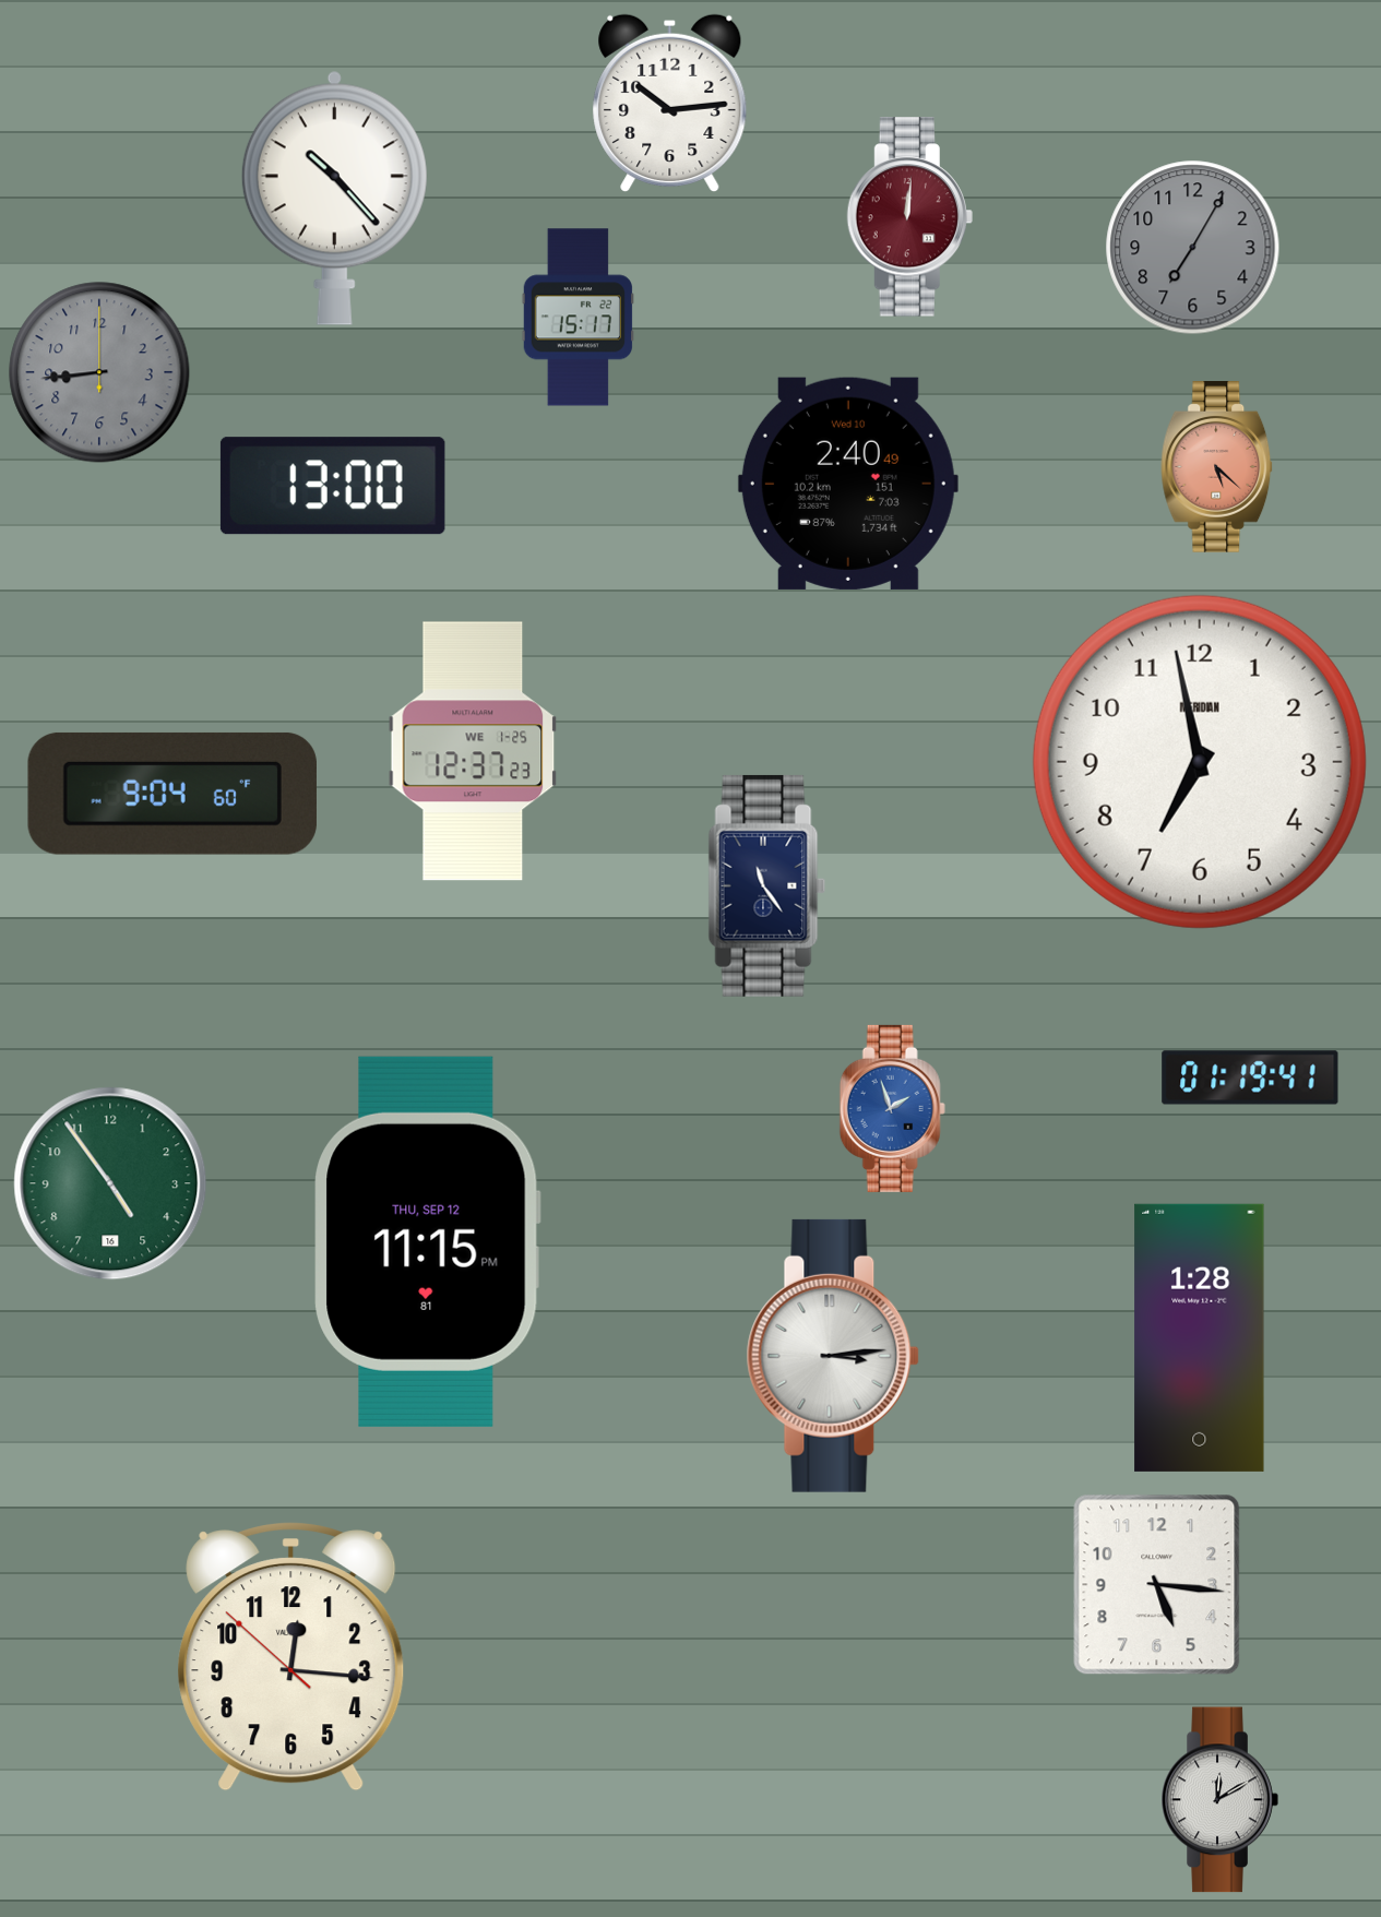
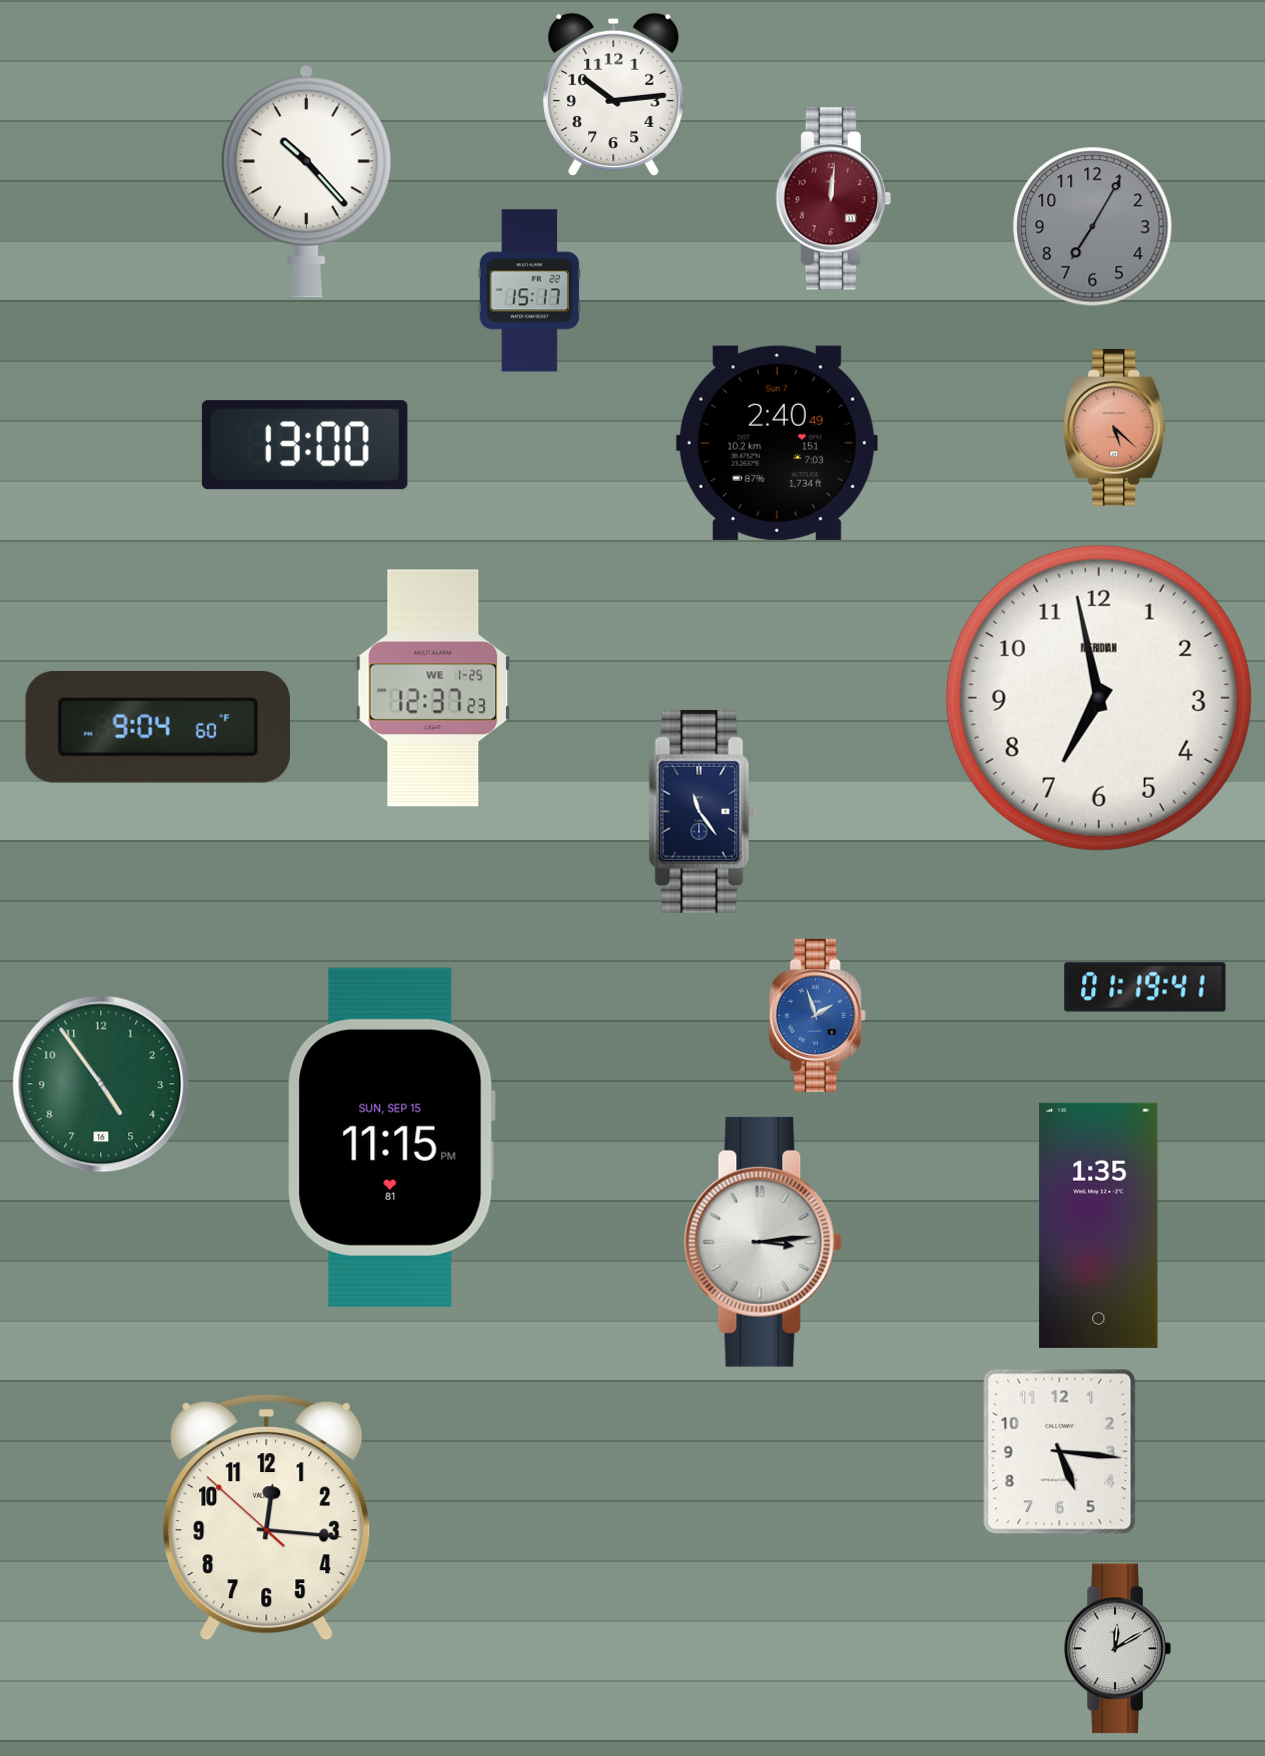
clock at (99, 372): 8:44 -> none
clock at (848, 484) date: Wed 10 -> Sun 7
clock at (427, 1241) date: THU, SEP 12 -> SUN, SEP 15
clock at (1200, 1337): 1:28 -> 1:35
